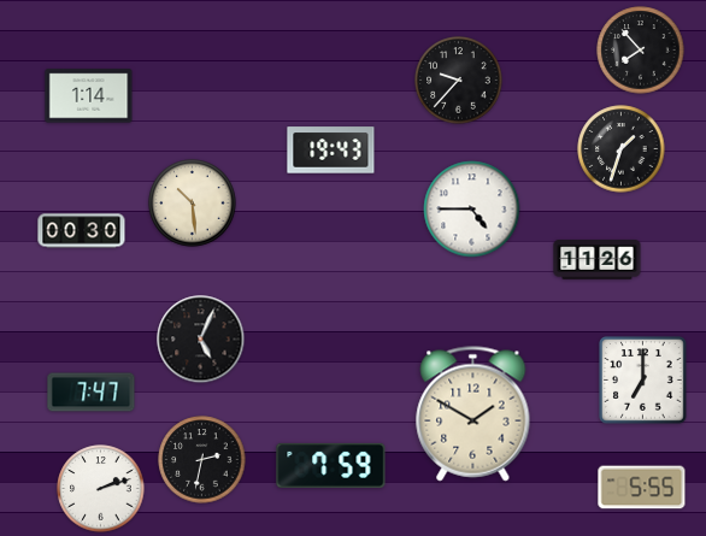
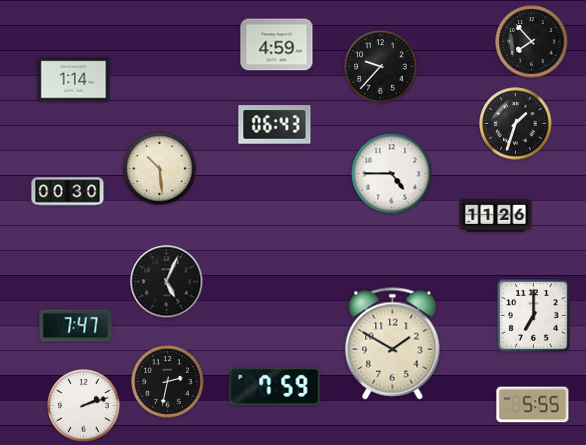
clock at (277, 45): none -> 4:59
clock at (331, 151): 19:43 -> 06:43
